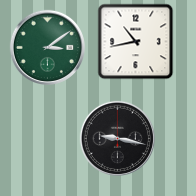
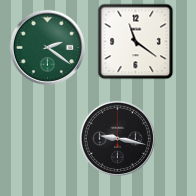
clock at (136, 42): 10:43 -> 11:21
clock at (47, 47): 3:09 -> 2:21
